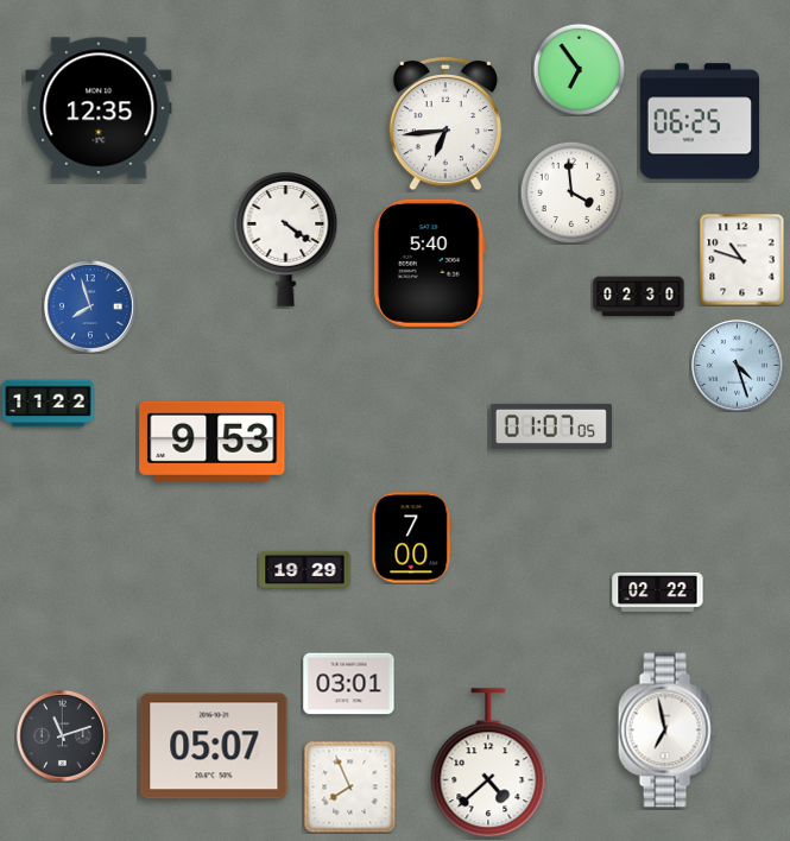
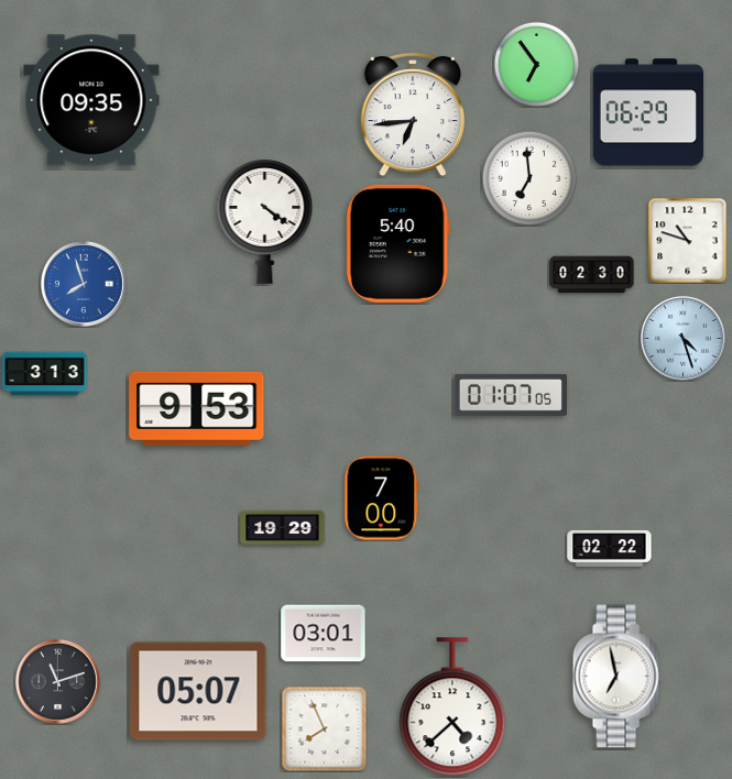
clock at (99, 108): 12:35 -> 09:35
clock at (699, 121): 06:25 -> 06:29
clock at (571, 192): 3:59 -> 6:59
clock at (49, 404): 11:22 -> 3:13
